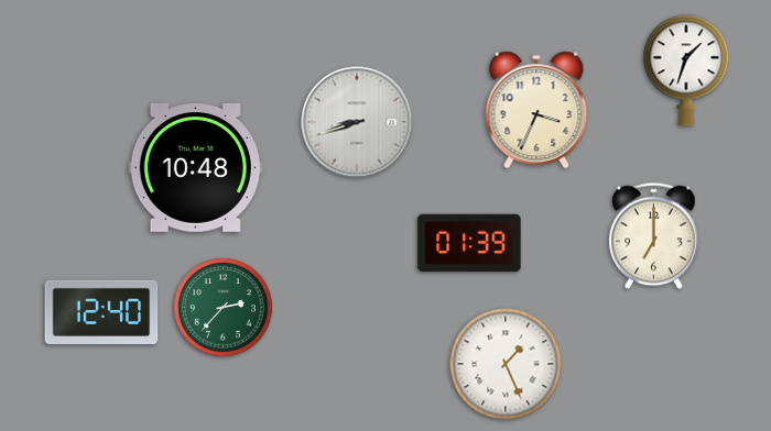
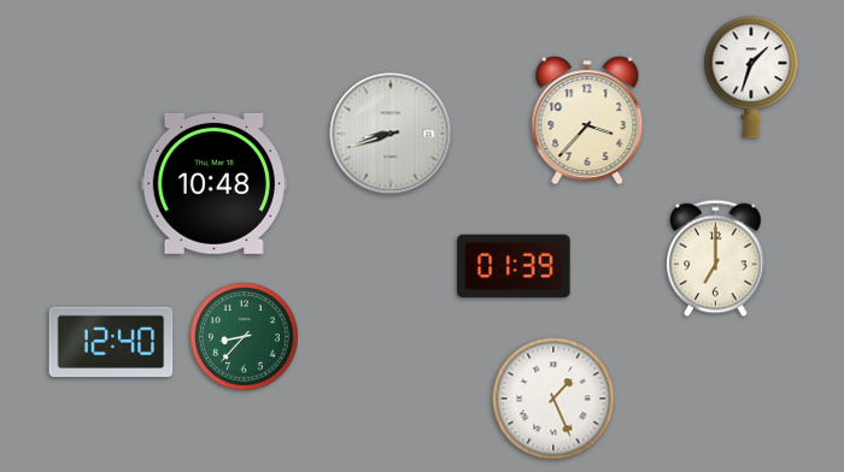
clock at (536, 110): 3:34 -> 3:37
clock at (224, 308): 2:37 -> 8:37
